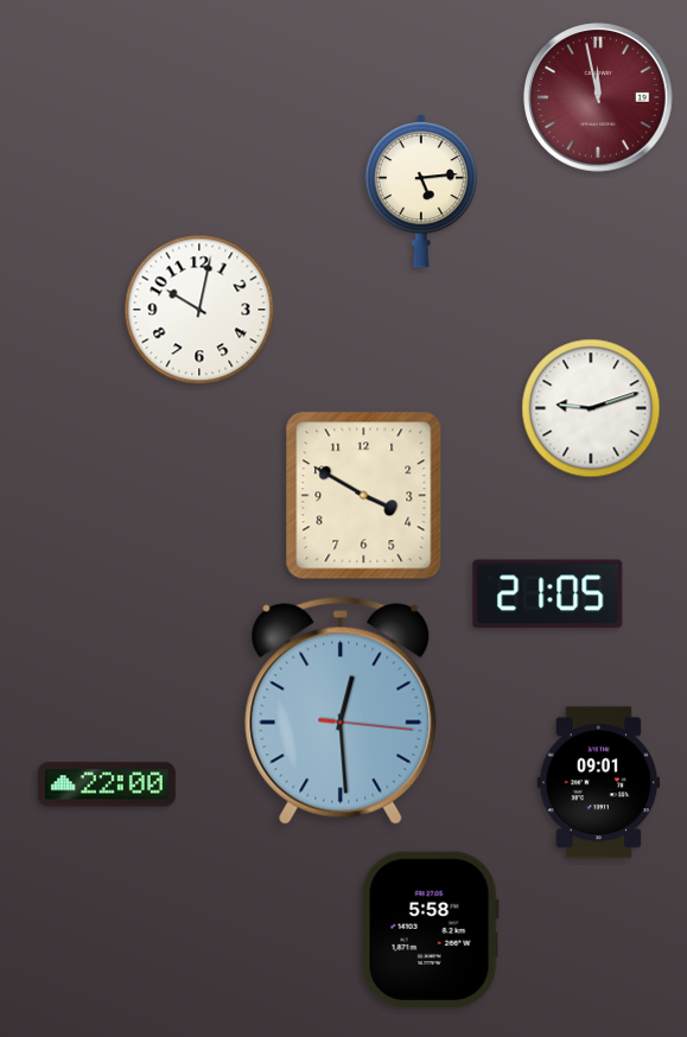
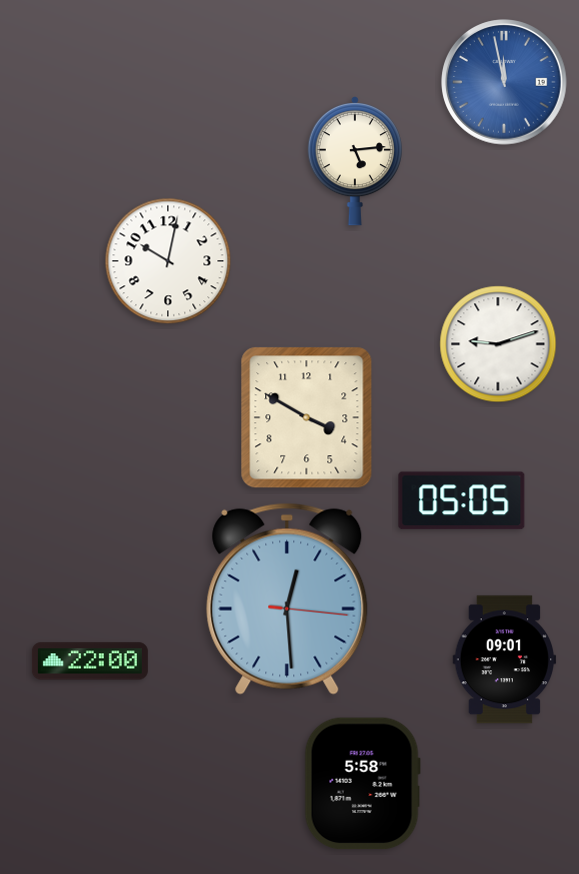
clock at (598, 97) dial: burgundy -> blue
clock at (548, 594): 21:05 -> 05:05
